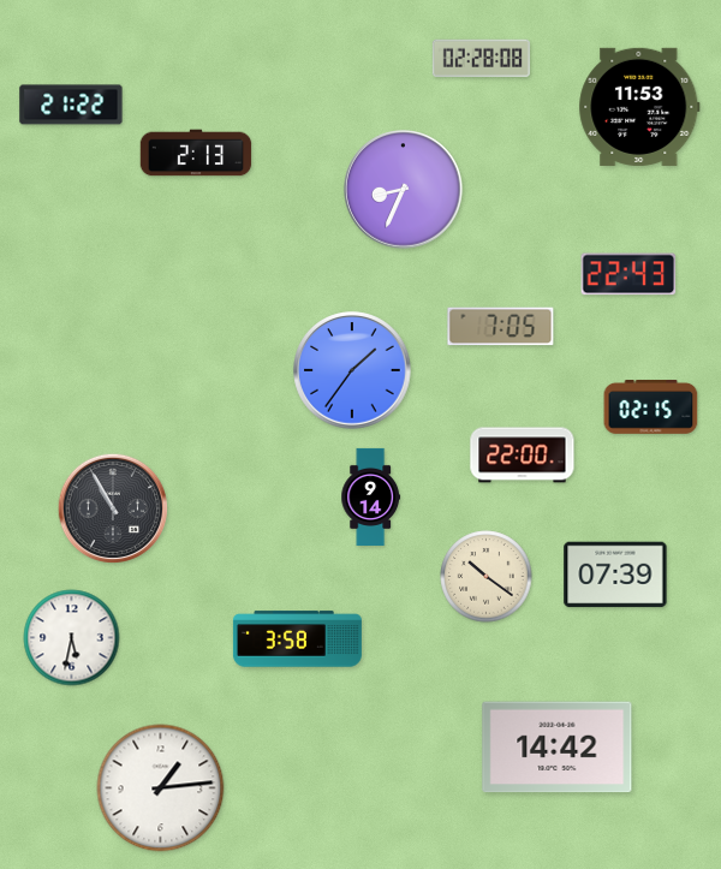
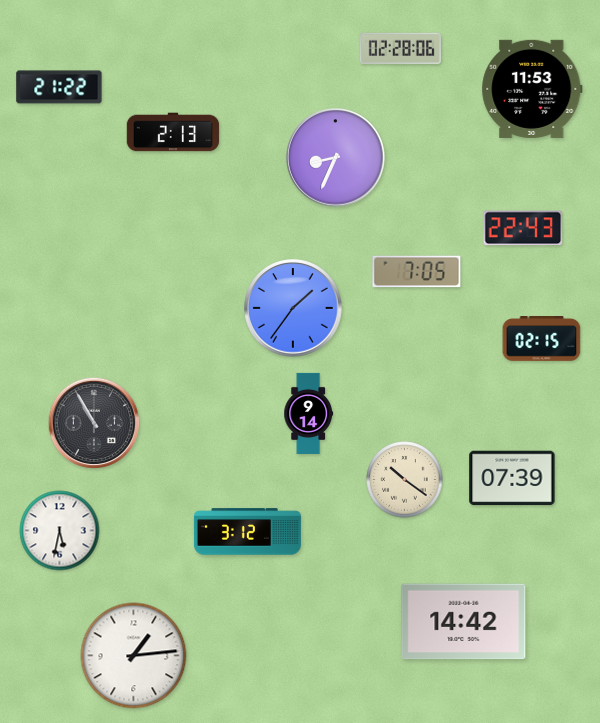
clock at (481, 58): 02:28:08 -> 02:28:06
clock at (196, 153) position: (196, 153) -> (173, 132)
clock at (523, 456): 22:00 -> none
clock at (297, 639): 3:58 -> 3:12
